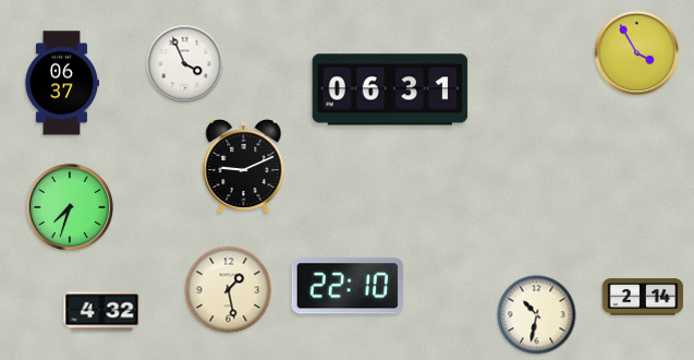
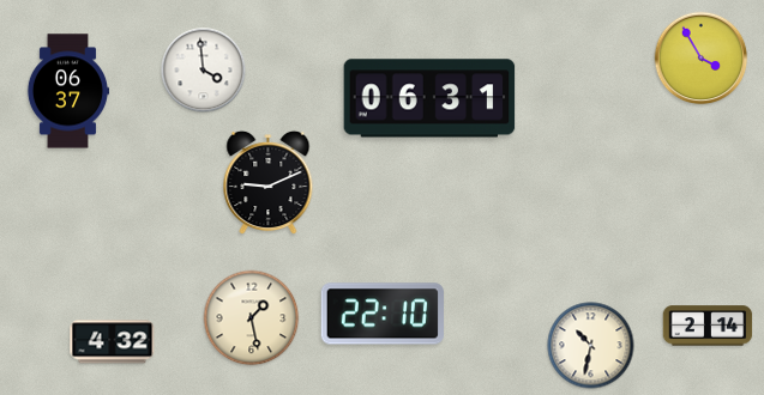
clock at (185, 64): 3:56 -> 3:59
clock at (70, 207): 7:33 -> none
